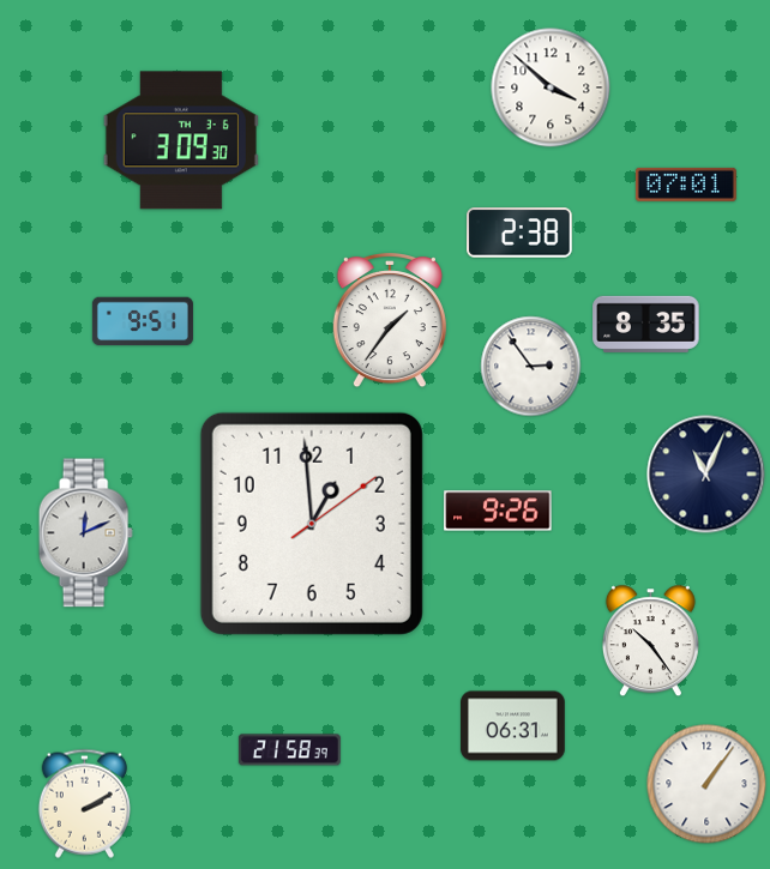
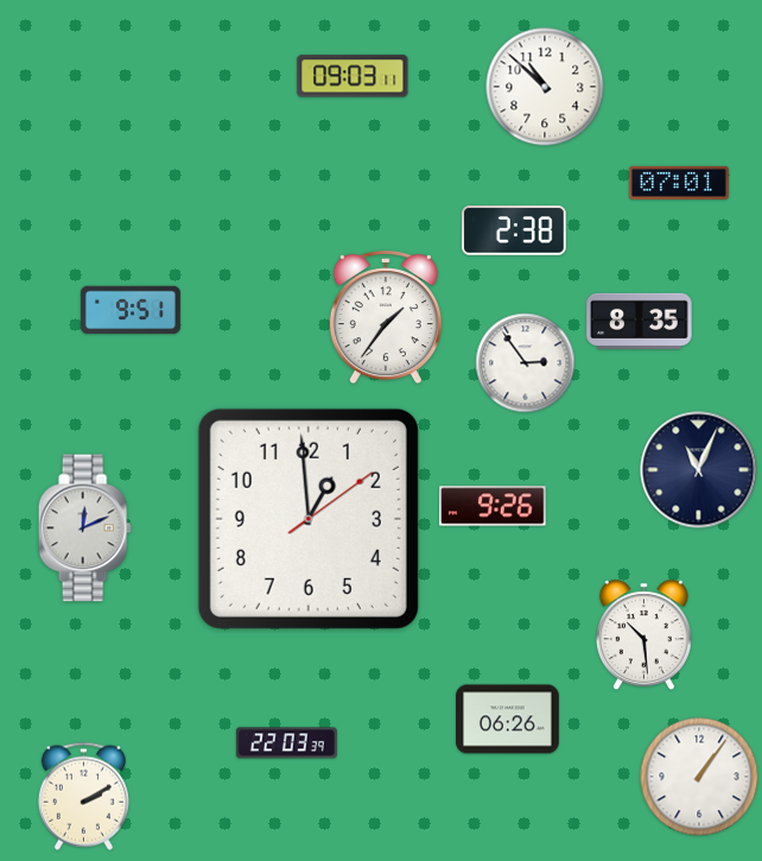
clock at (353, 76): none -> 09:03
clock at (551, 87): 3:52 -> 10:52
clock at (181, 140): 3:09 -> none
clock at (143, 321) position: (143, 321) -> (131, 310)
clock at (650, 641): 10:24 -> 10:29
clock at (513, 726): 06:31 -> 06:26
clock at (289, 750): 21:58 -> 22:03
